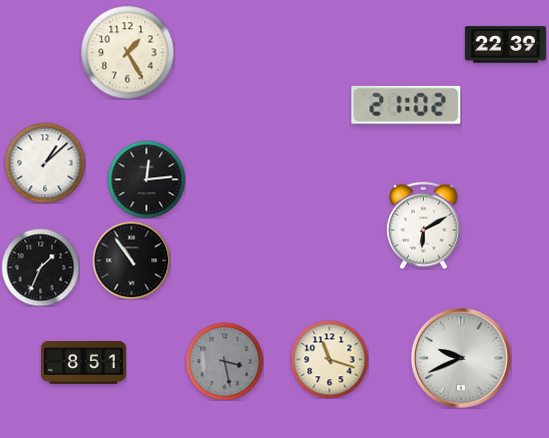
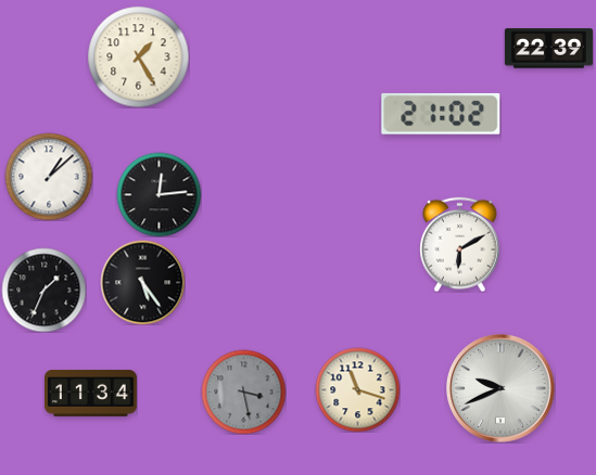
clock at (131, 260): 10:54 -> 5:24
clock at (83, 362): 8:51 -> 11:34
